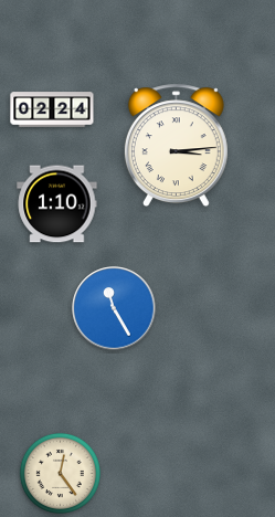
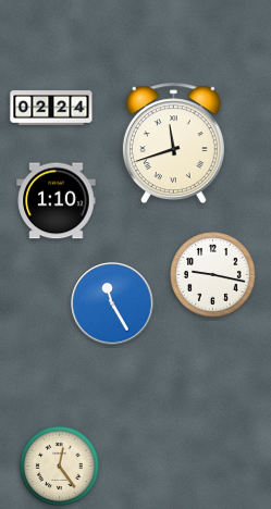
clock at (176, 146): 3:14 -> 11:42
clock at (213, 275): none -> 9:17
